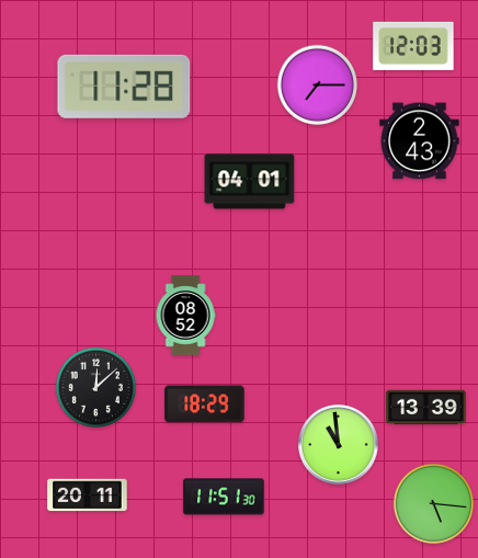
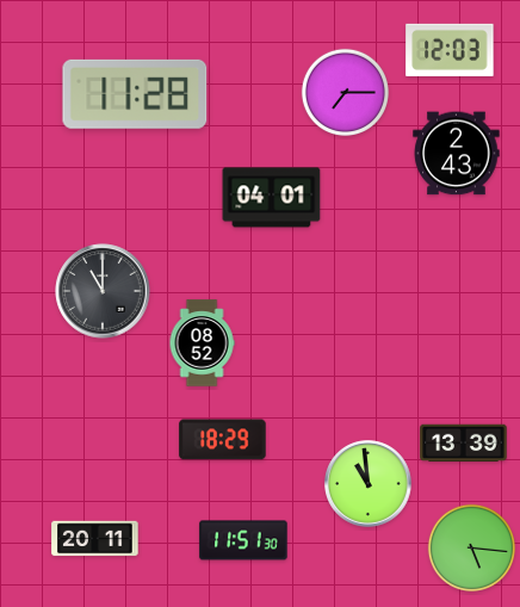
clock at (103, 291): none -> 11:00
clock at (95, 387): 12:08 -> none
